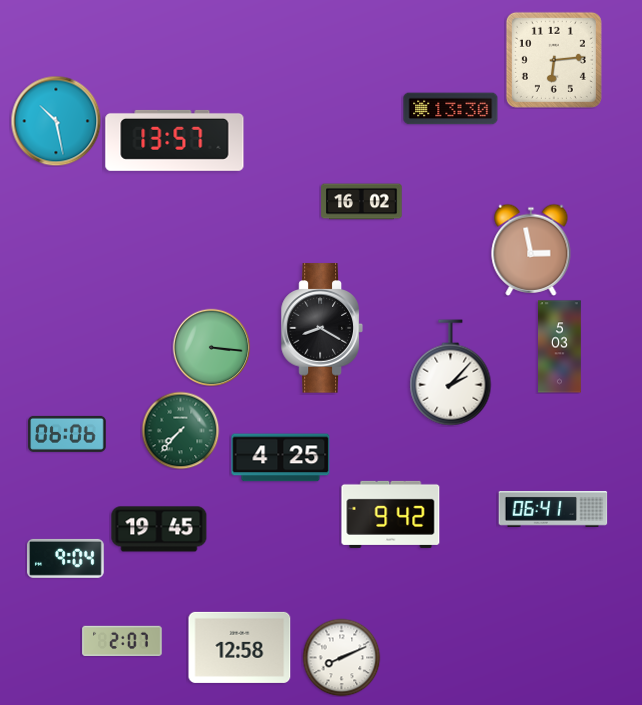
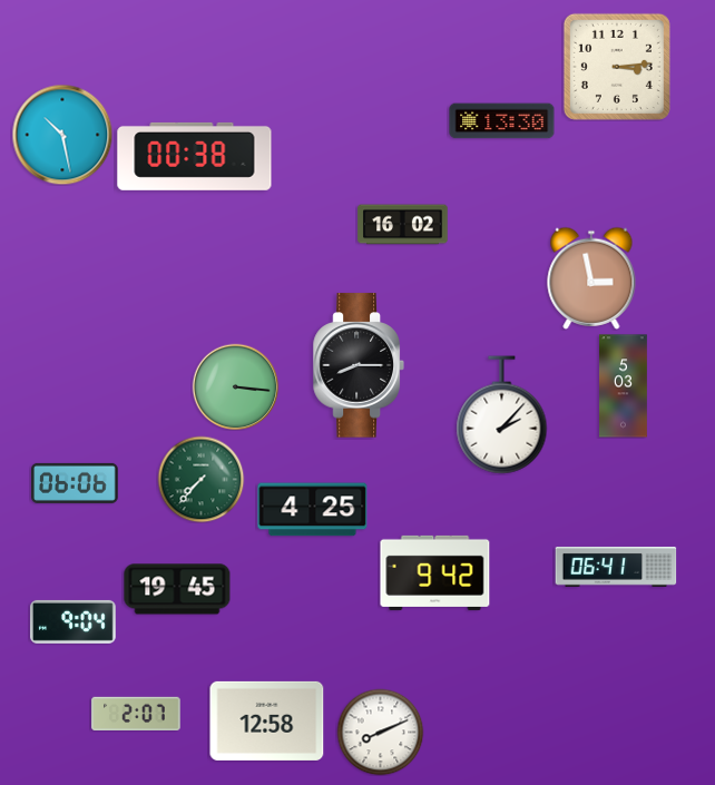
clock at (554, 60): 6:14 -> 3:14
clock at (175, 140): 13:57 -> 00:38
clock at (322, 328): 8:20 -> 8:15
